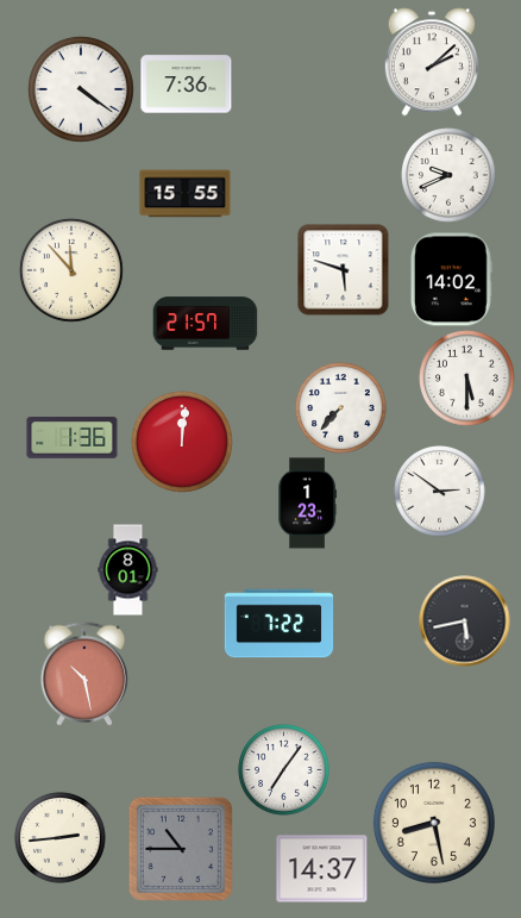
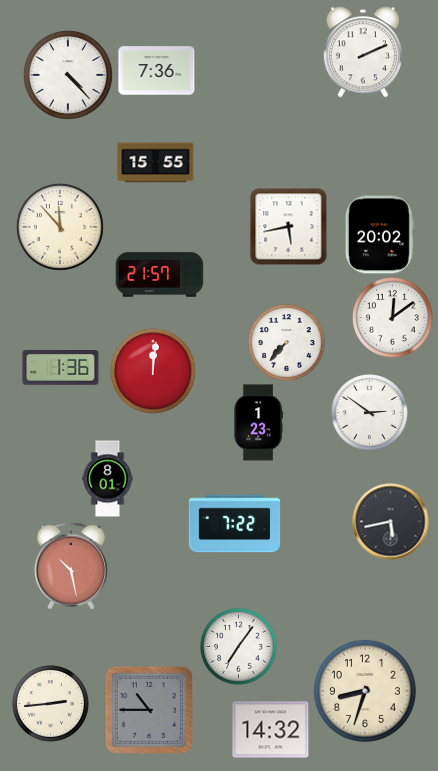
clock at (432, 62): 2:08 -> 2:11
clock at (81, 89): 4:21 -> 4:23
clock at (448, 175): 9:41 -> none
clock at (344, 270): 5:48 -> 5:43
clock at (451, 280): 14:02 -> 20:02
clock at (206, 324) position: (206, 324) -> (160, 275)
clock at (467, 379): 5:30 -> 12:09
clock at (434, 823): 8:28 -> 8:33
clock at (181, 849) position: (181, 849) -> (149, 710)
clock at (322, 869): 14:37 -> 14:32
